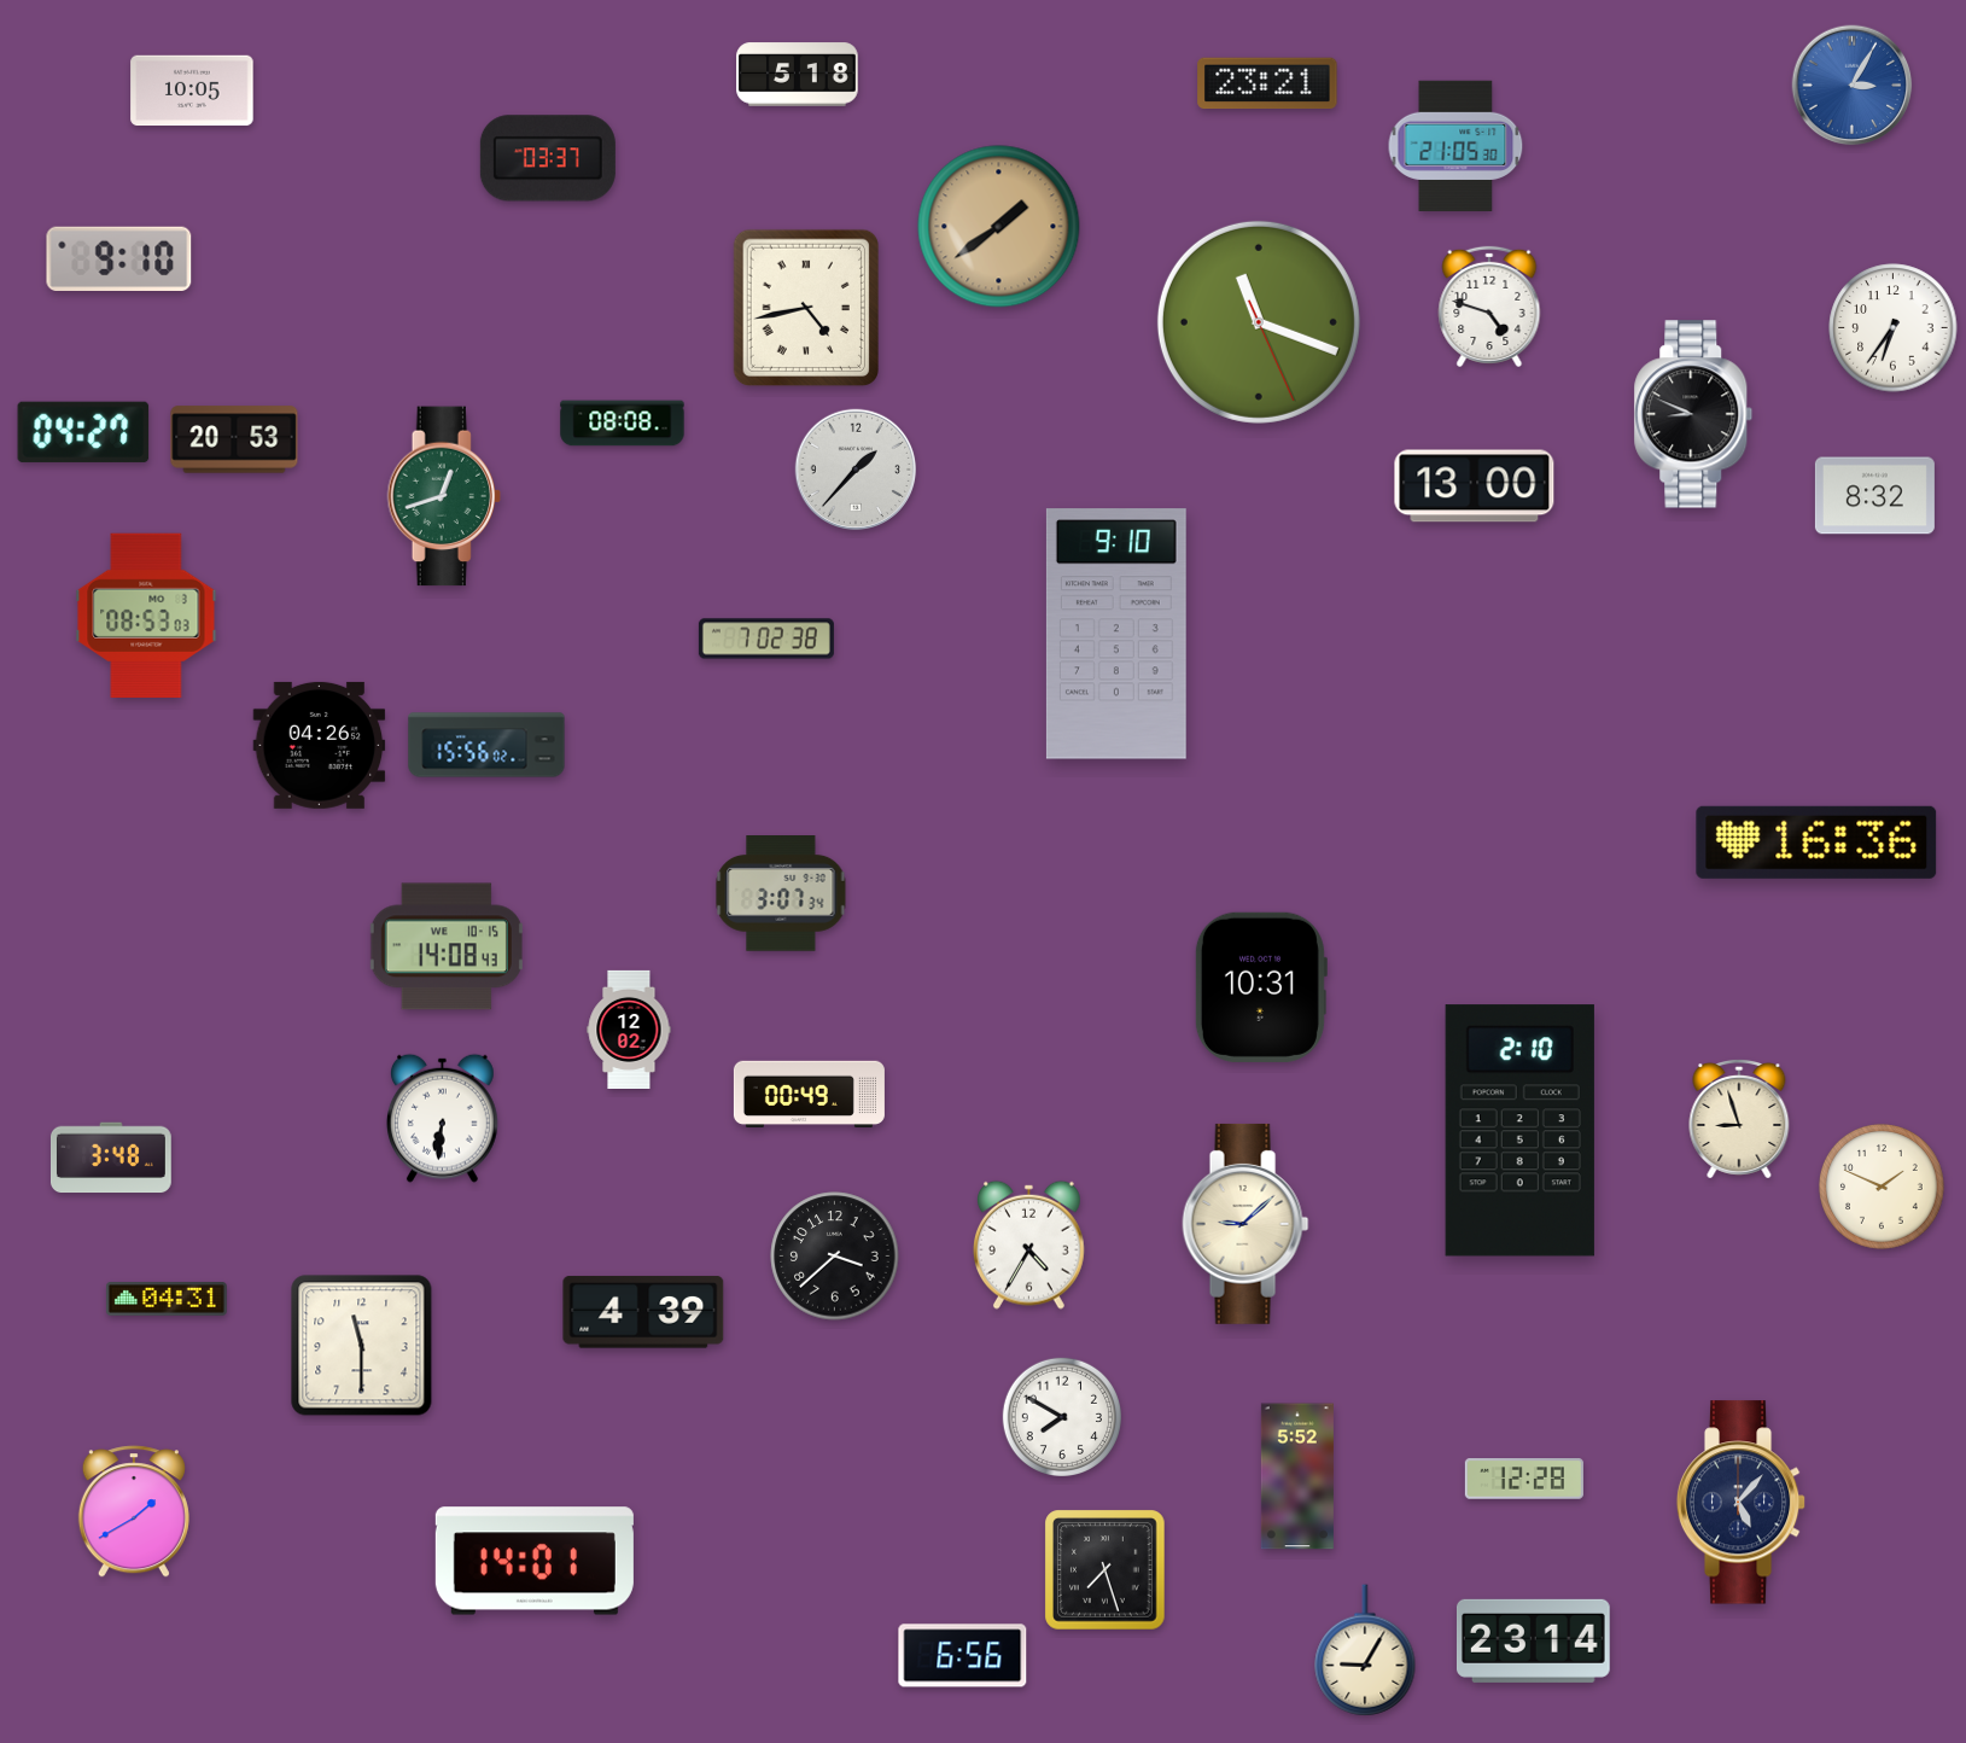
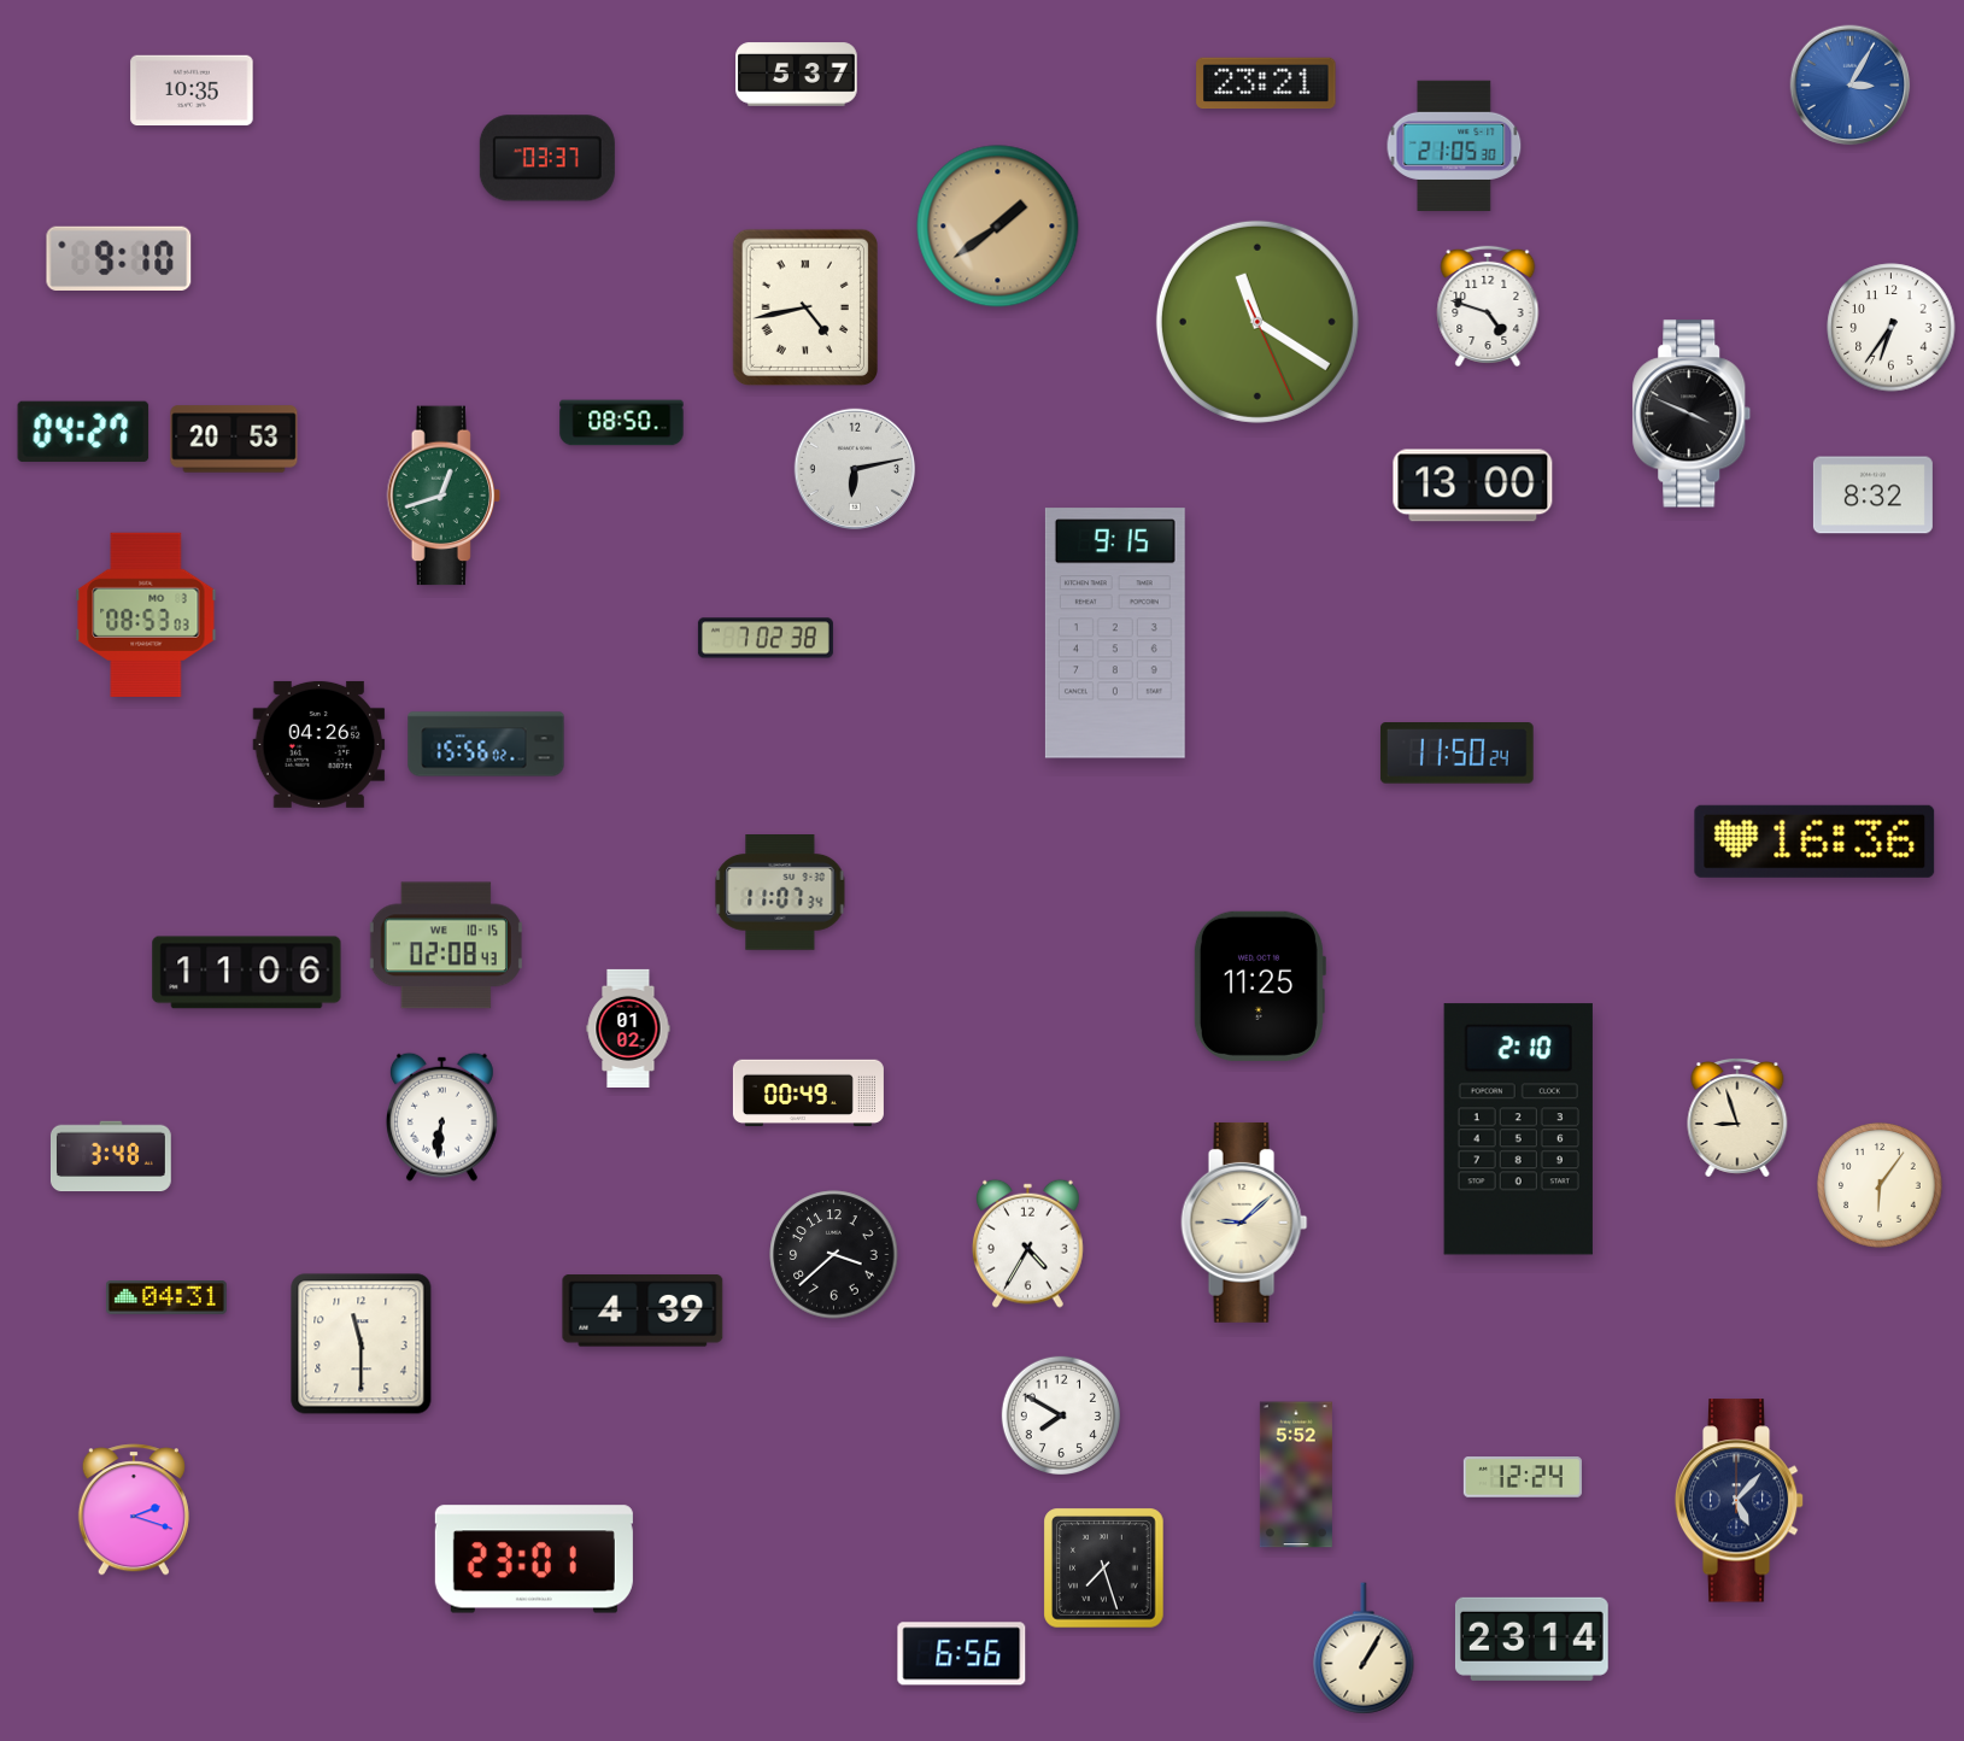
clock at (798, 75): 5:18 -> 5:37
clock at (192, 91): 10:05 -> 10:35
clock at (1259, 322): 11:18 -> 11:20
clock at (1693, 414): 8:49 -> 3:49
clock at (623, 424): 08:08 -> 08:50
clock at (856, 470): 1:37 -> 6:13
clock at (1116, 634): 9:10 -> 9:15
clock at (1456, 754): none -> 11:50
clock at (781, 894): 3:07 -> 11:07
clock at (447, 946): 14:08 -> 02:08
clock at (247, 973): none -> 11:06
clock at (1260, 987): 10:31 -> 11:25
clock at (629, 1030): 12:02 -> 01:02
clock at (1882, 1187): 1:49 -> 6:06
clock at (1524, 1479): 12:28 -> 12:24
clock at (134, 1511): 1:40 -> 2:18
clock at (535, 1561): 14:01 -> 23:01
clock at (1365, 1650): 9:05 -> 1:05
